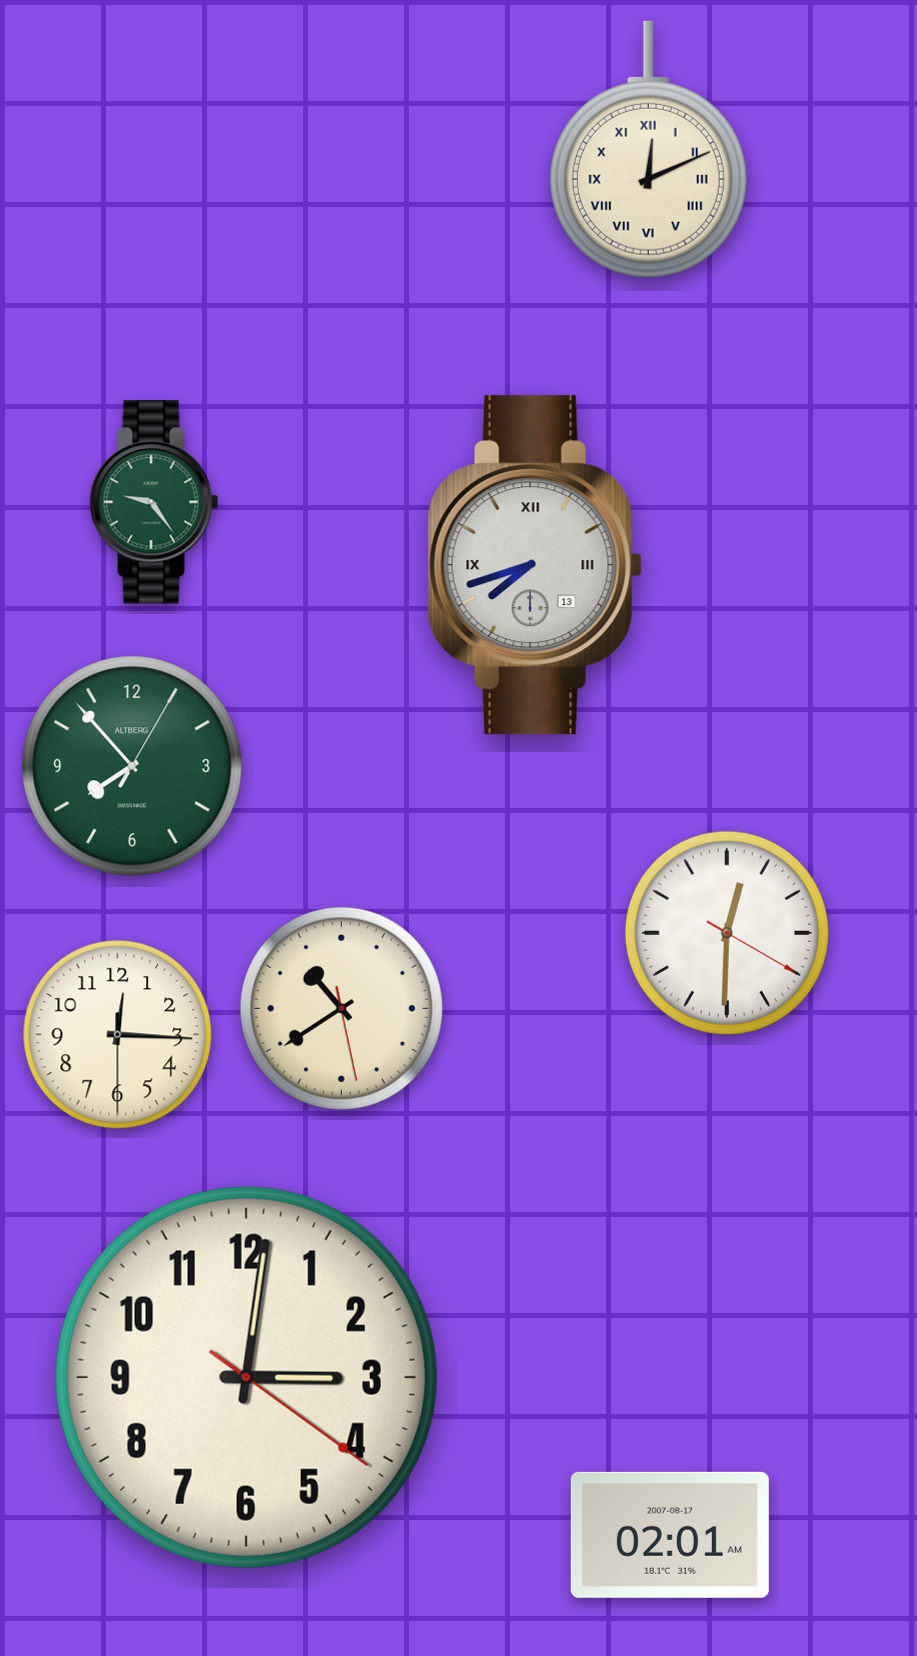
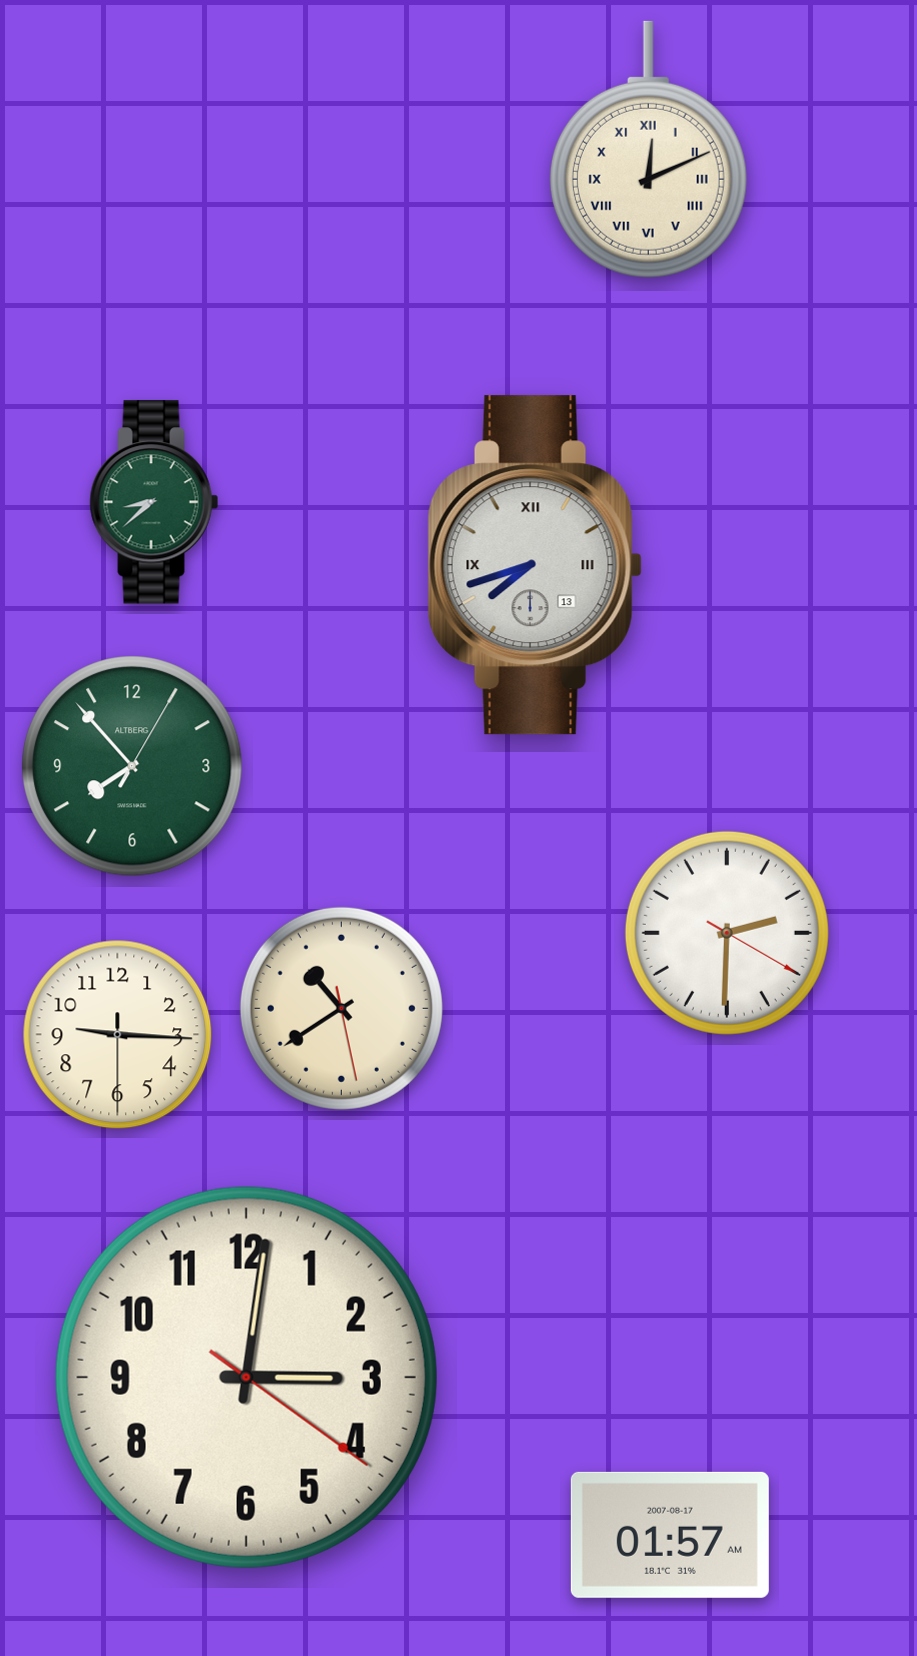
clock at (154, 502): 9:24 -> 8:38
clock at (727, 933): 12:30 -> 2:30
clock at (118, 1035): 12:15 -> 9:15
clock at (670, 1535): 02:01 -> 01:57
